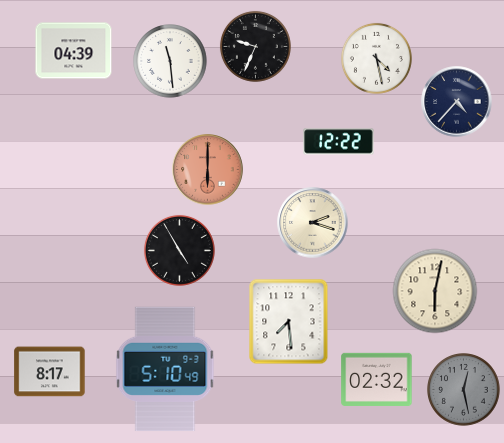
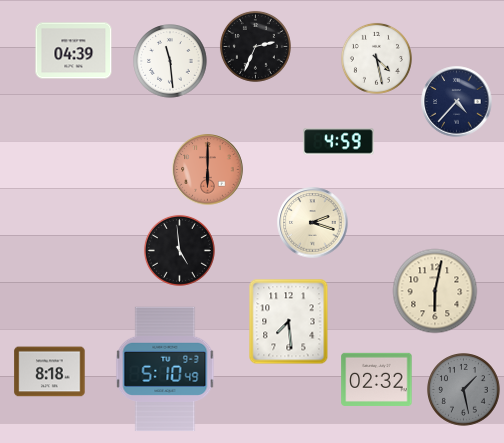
clock at (255, 46): 9:34 -> 2:34
clock at (339, 142): 12:22 -> 4:59
clock at (179, 250): 4:55 -> 4:59
clock at (50, 372): 8:17 -> 8:18
clock at (464, 390): 12:28 -> 1:28
